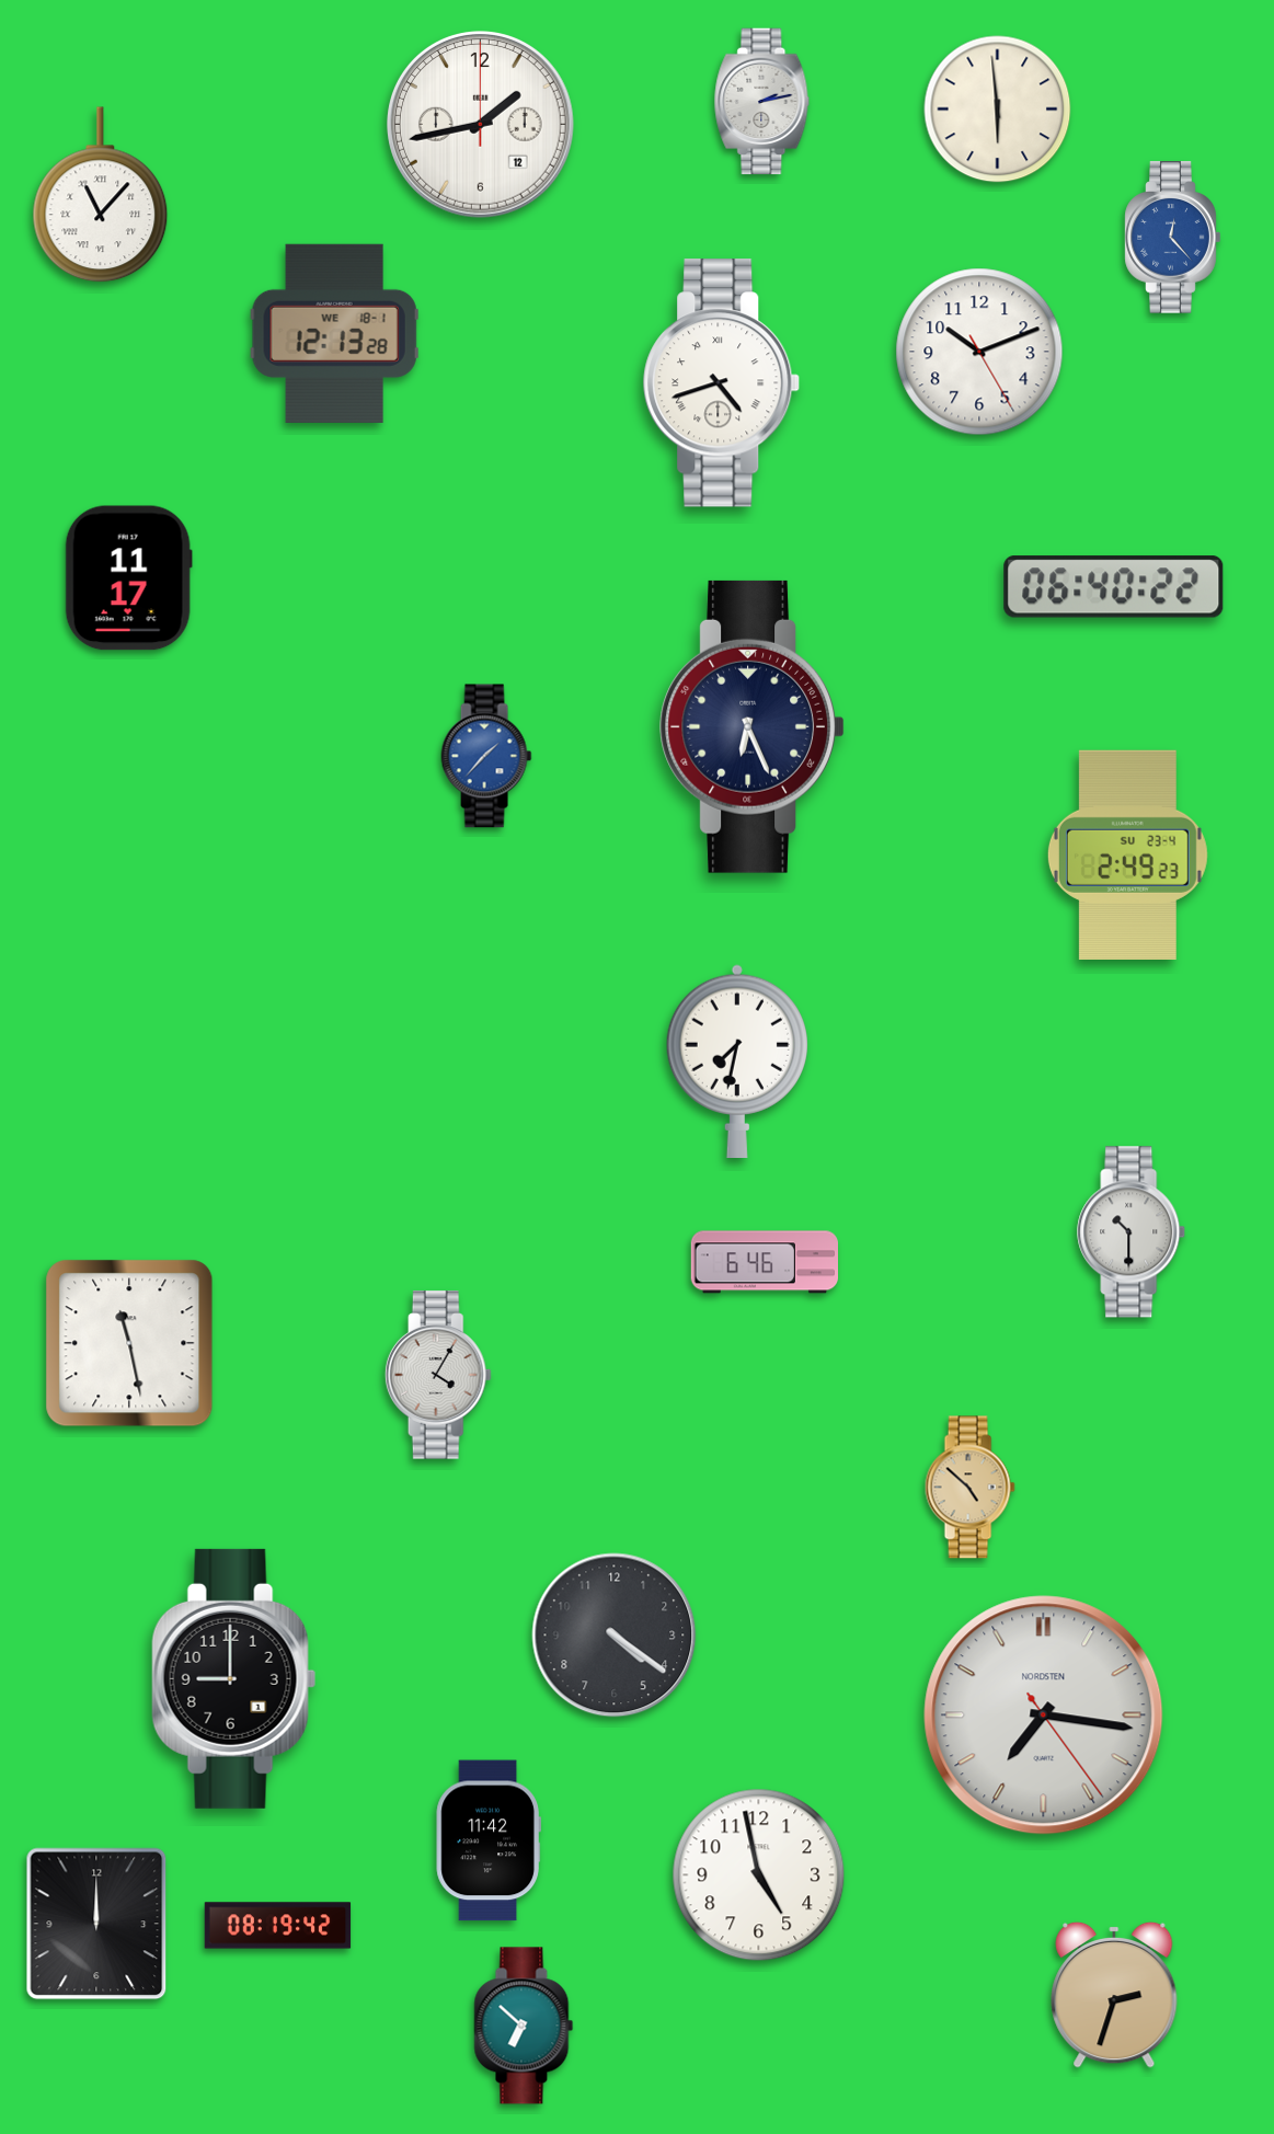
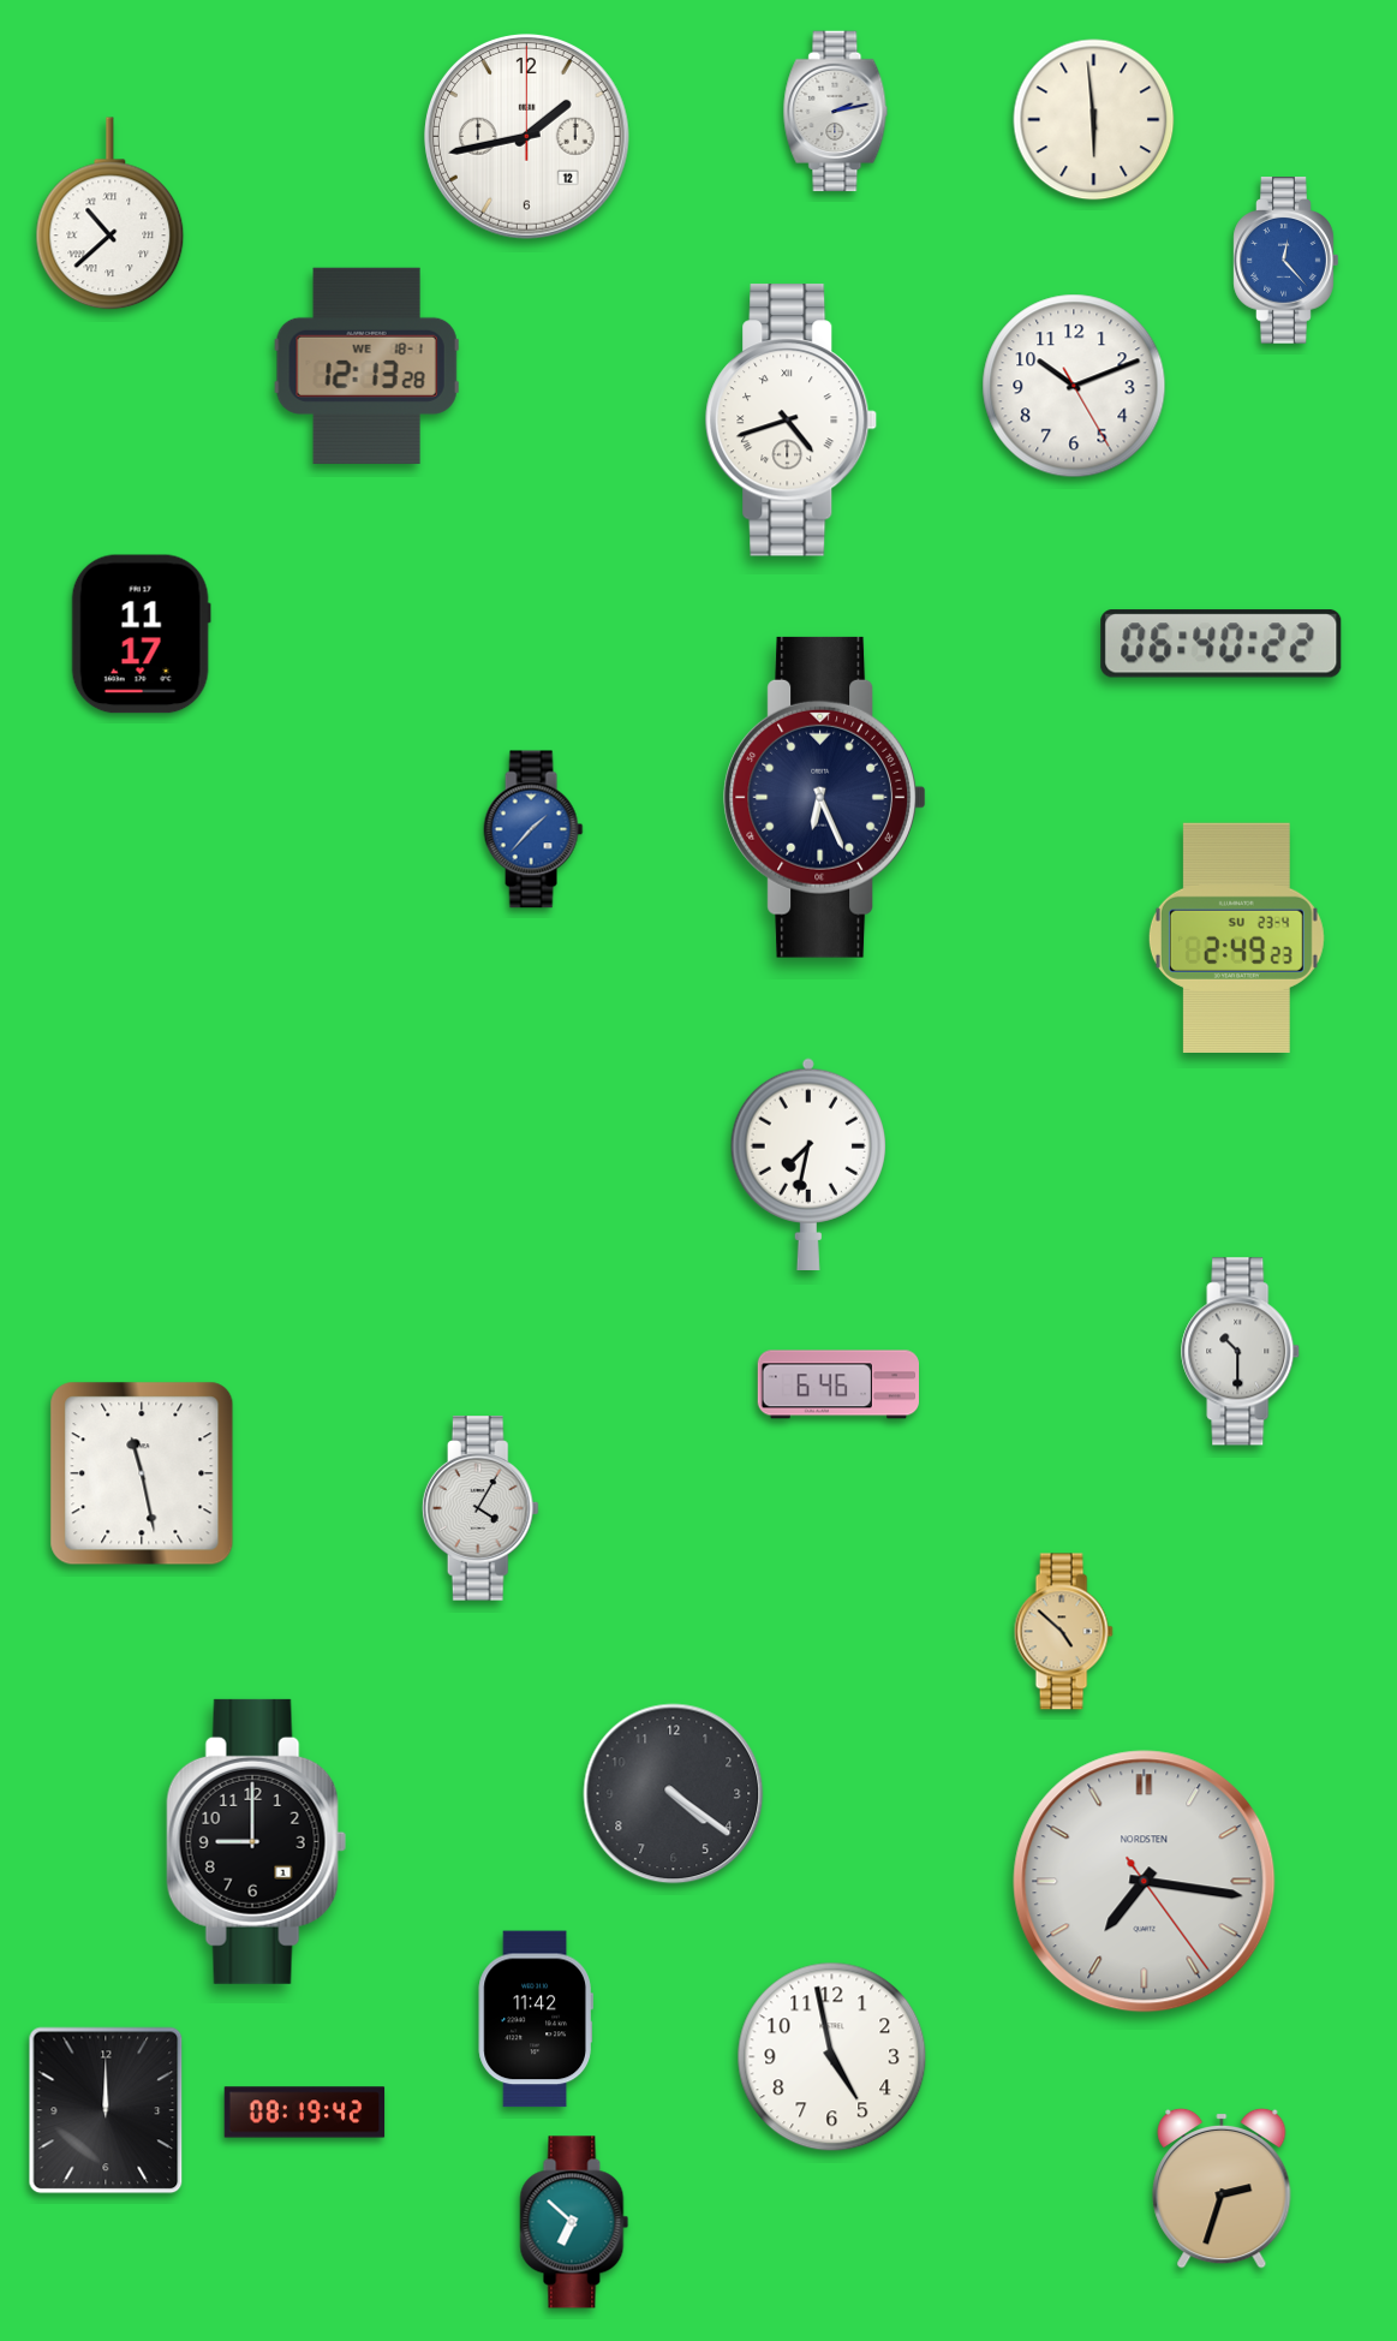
clock at (101, 195): 11:07 -> 10:38
